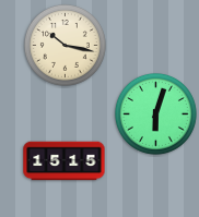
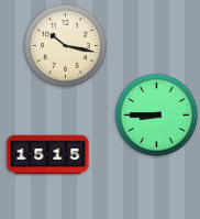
clock at (155, 113): 6:03 -> 8:45
clock at (65, 161) position: (65, 161) -> (48, 155)
